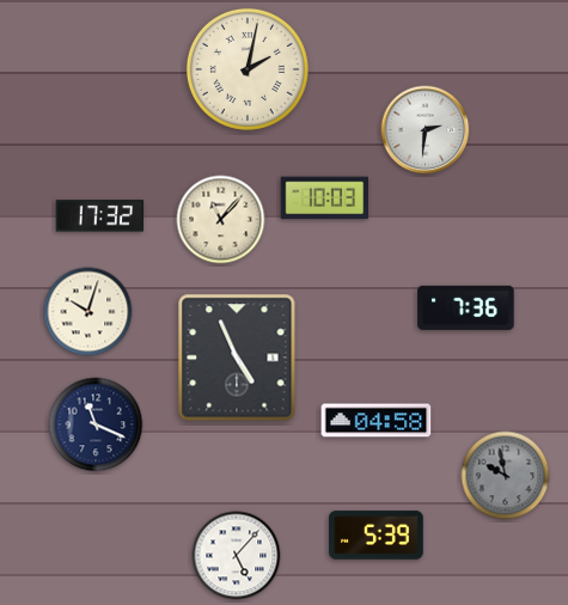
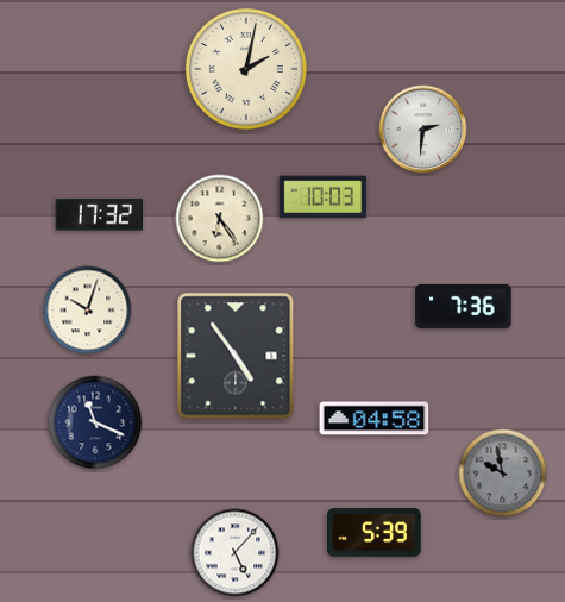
clock at (221, 220): 11:07 -> 6:24
clock at (237, 357): 4:56 -> 4:54
